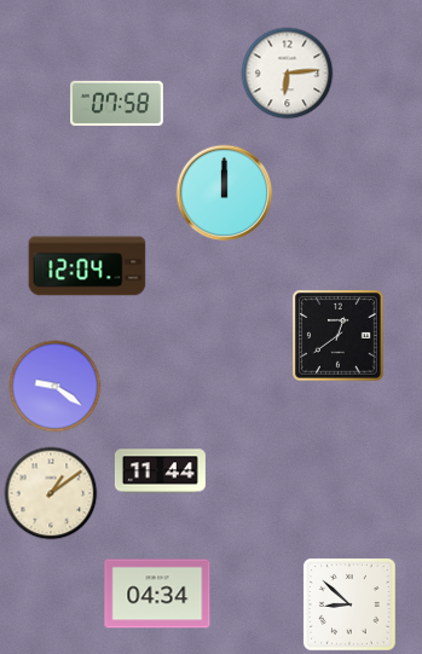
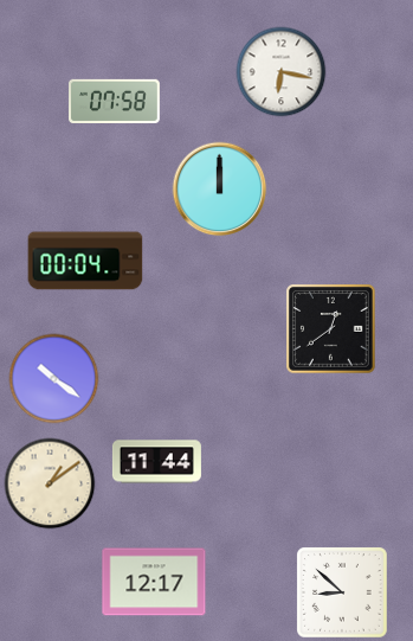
clock at (288, 74): 6:14 -> 6:17
clock at (87, 266): 12:04 -> 00:04
clock at (56, 387): 9:21 -> 10:21
clock at (157, 594): 04:34 -> 12:17
